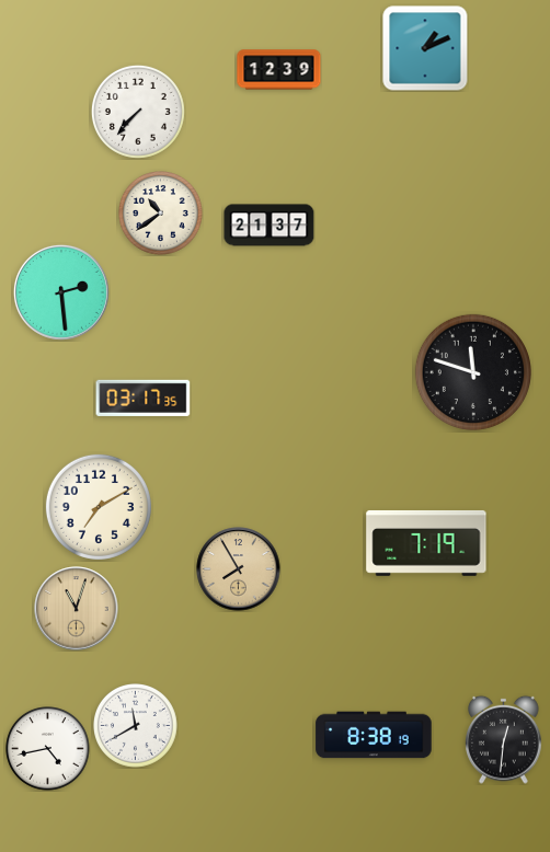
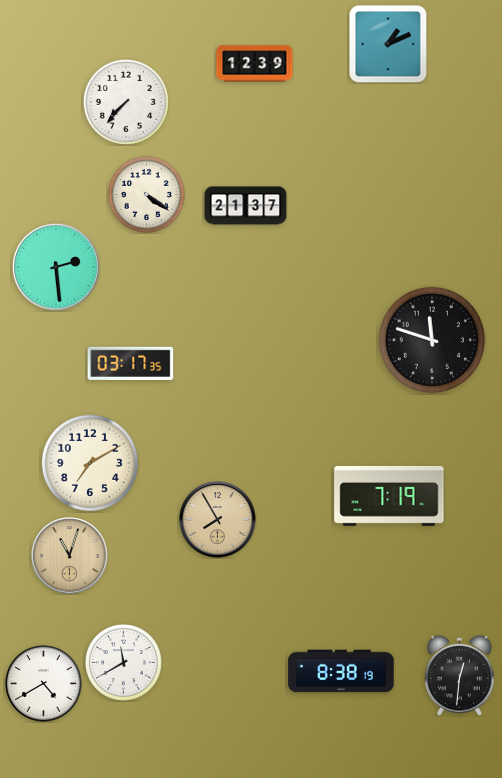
clock at (161, 214): 10:39 -> 4:21
clock at (48, 749): 4:43 -> 4:40
